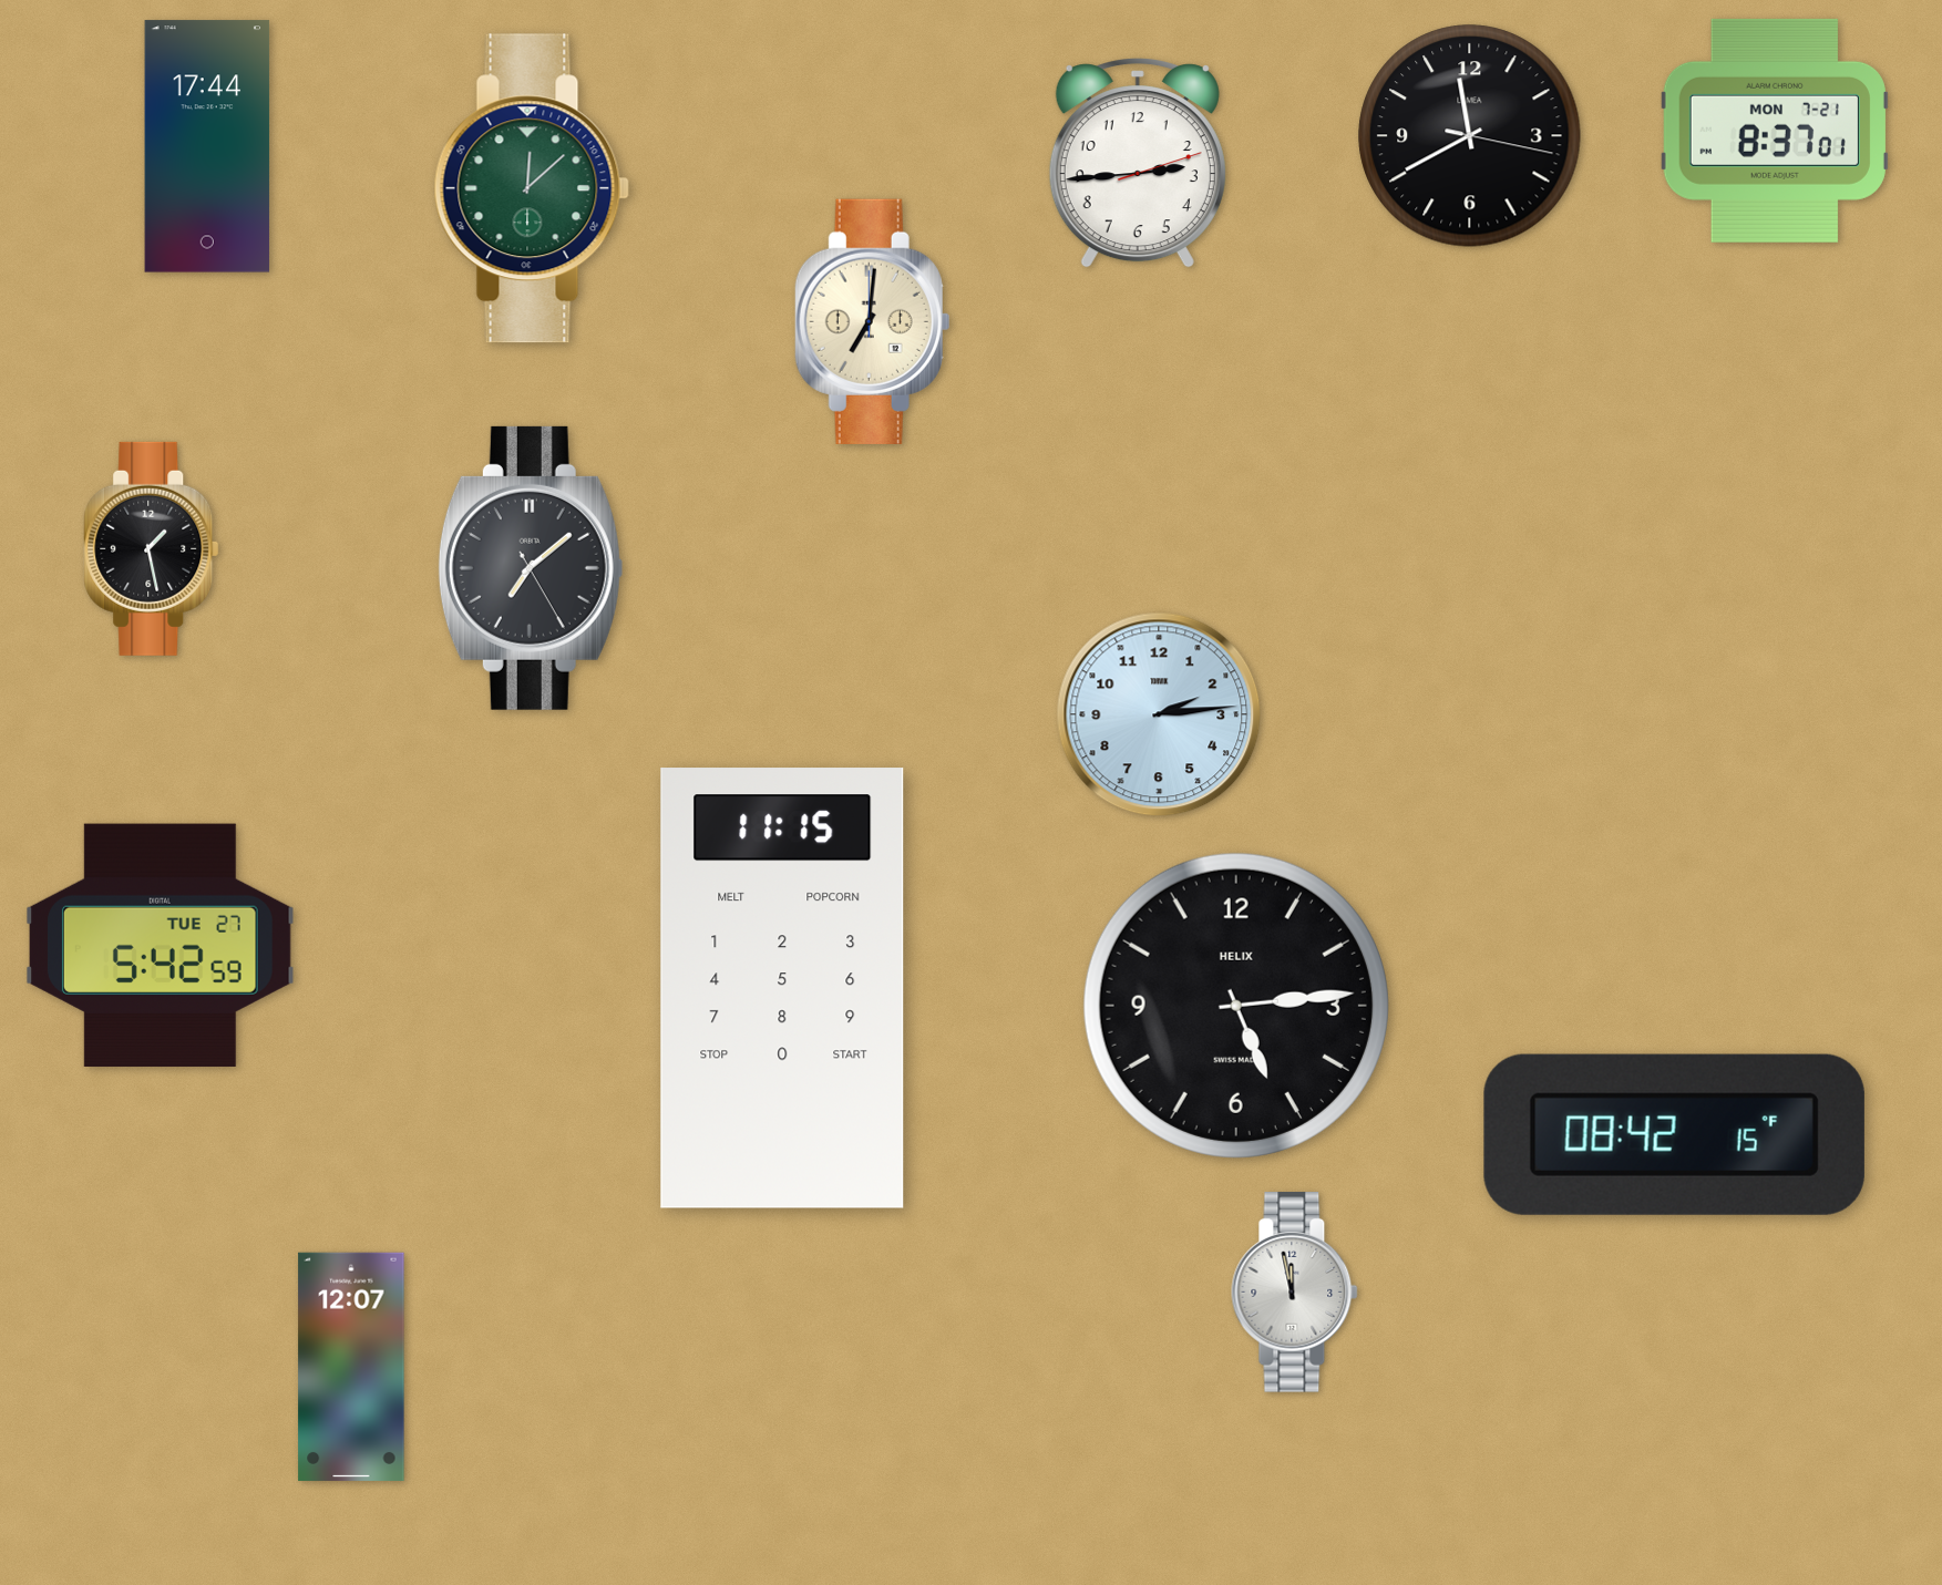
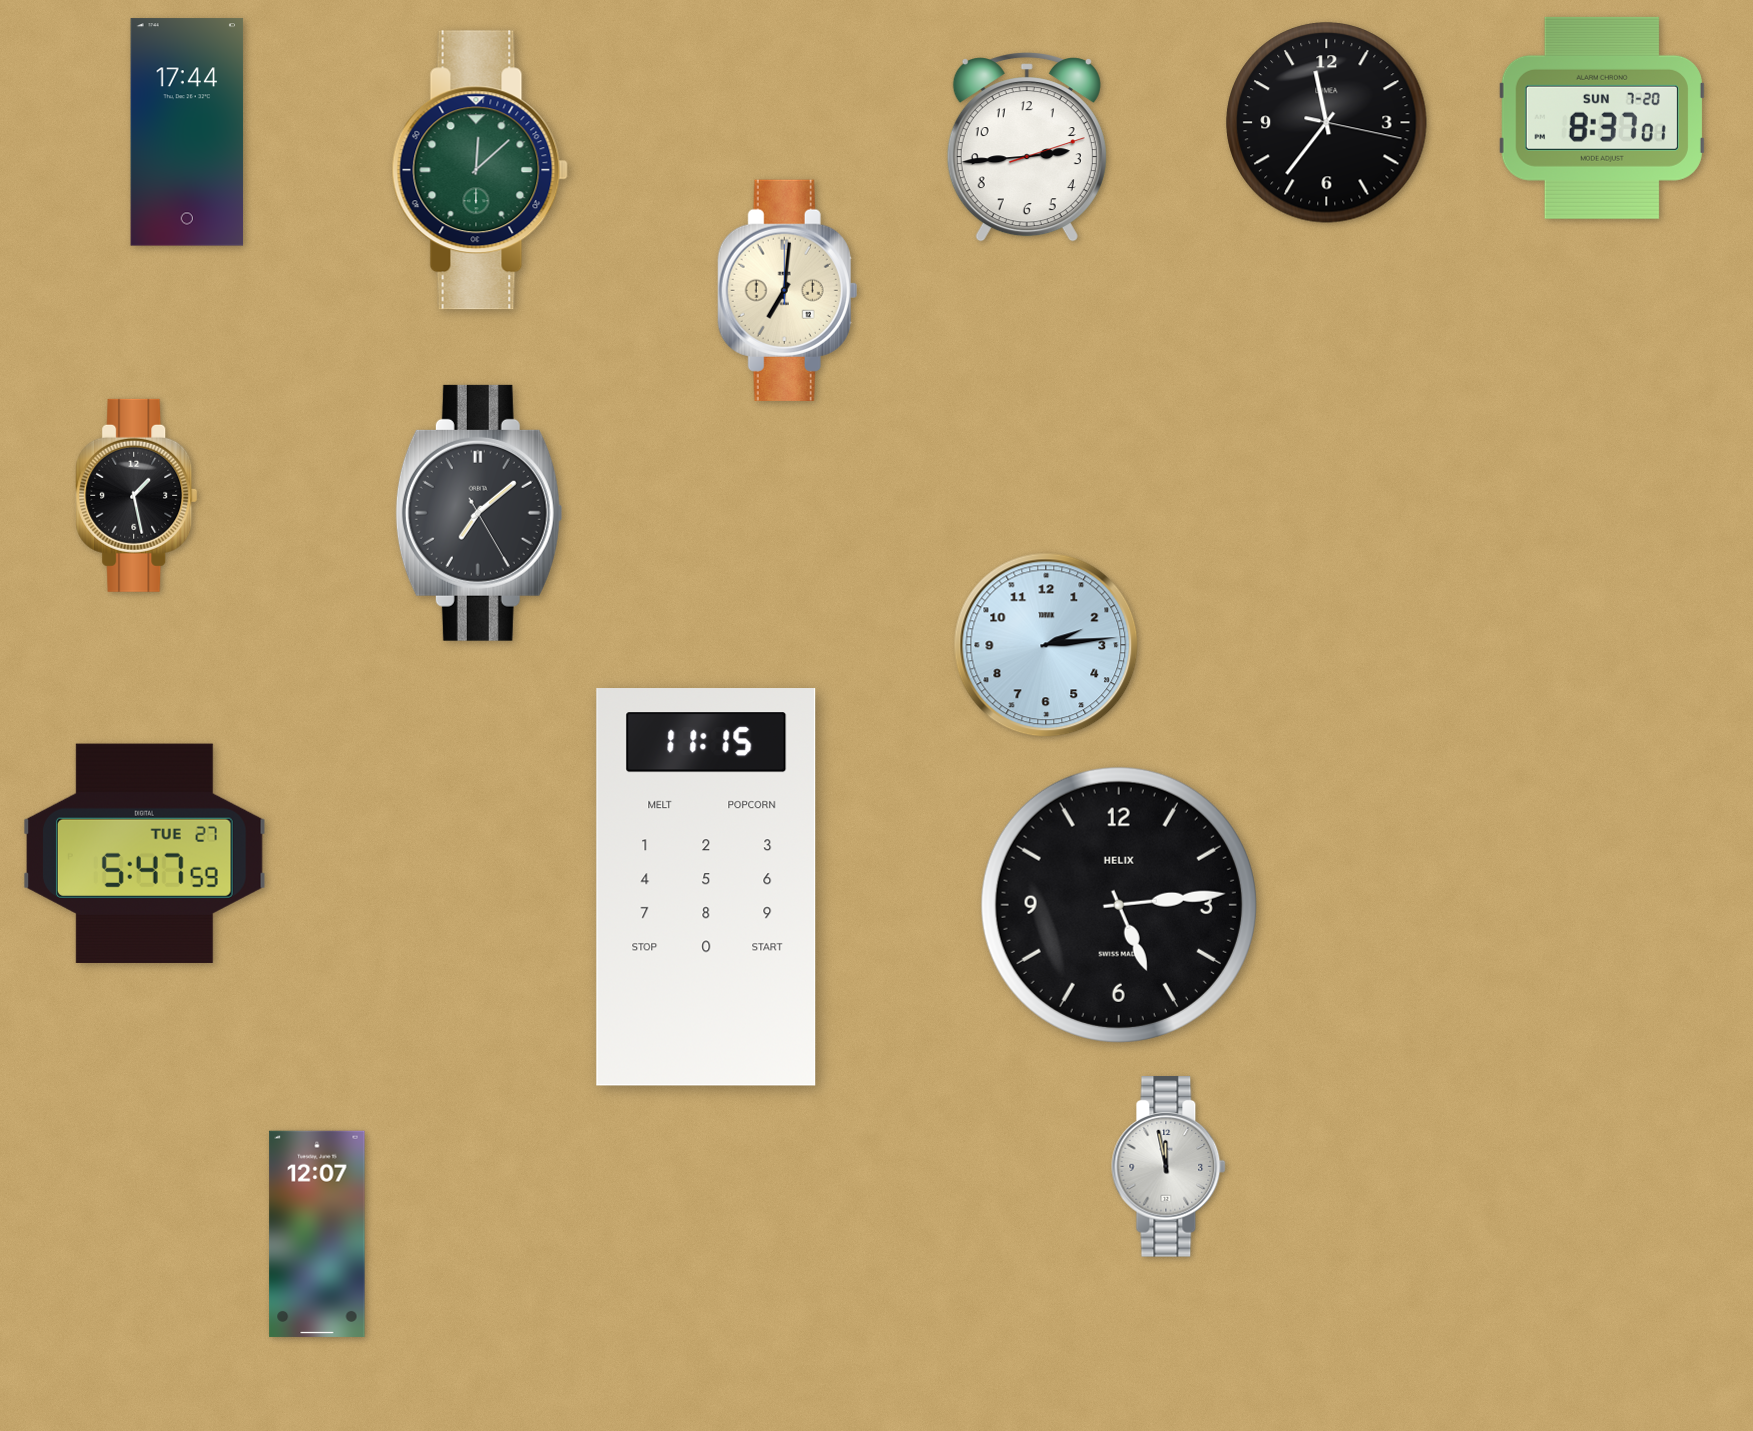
clock at (1775, 131) date: MON 7-21 -> SUN 7-20
clock at (1470, 136): 11:40 -> 11:36
clock at (161, 945): 5:42 -> 5:47
clock at (782, 988) position: (782, 988) -> (706, 887)
clock at (1236, 1006) position: (1236, 1006) -> (1119, 905)
clock at (1674, 1134): 08:42 -> none
